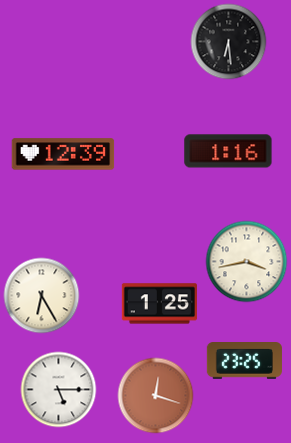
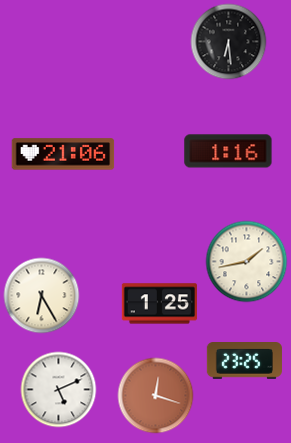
clock at (63, 154): 12:39 -> 21:06
clock at (247, 262): 3:43 -> 1:43
clock at (59, 390): 5:15 -> 5:11
